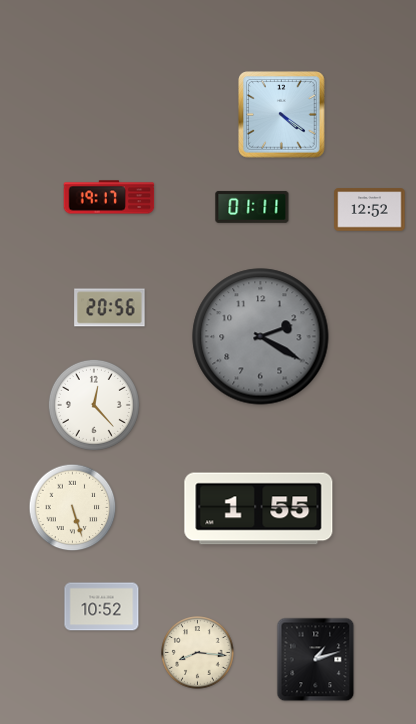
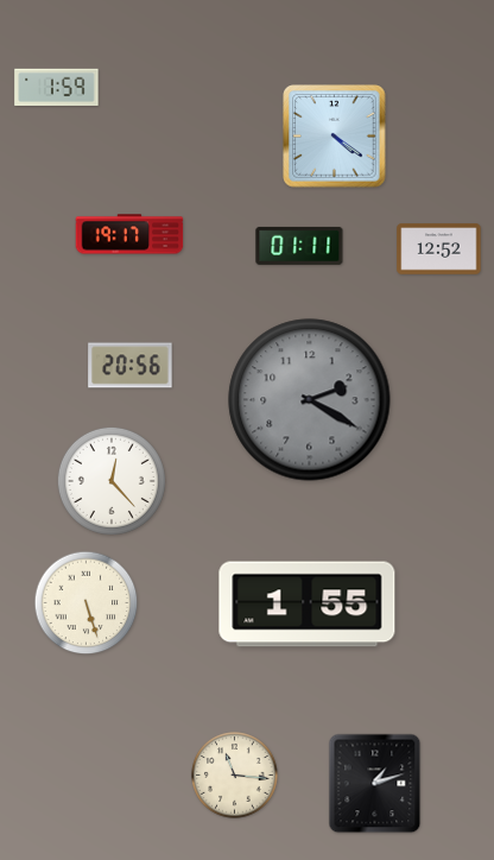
clock at (57, 88): none -> 1:59
clock at (102, 607): 10:52 -> none
clock at (198, 653): 8:16 -> 11:16
